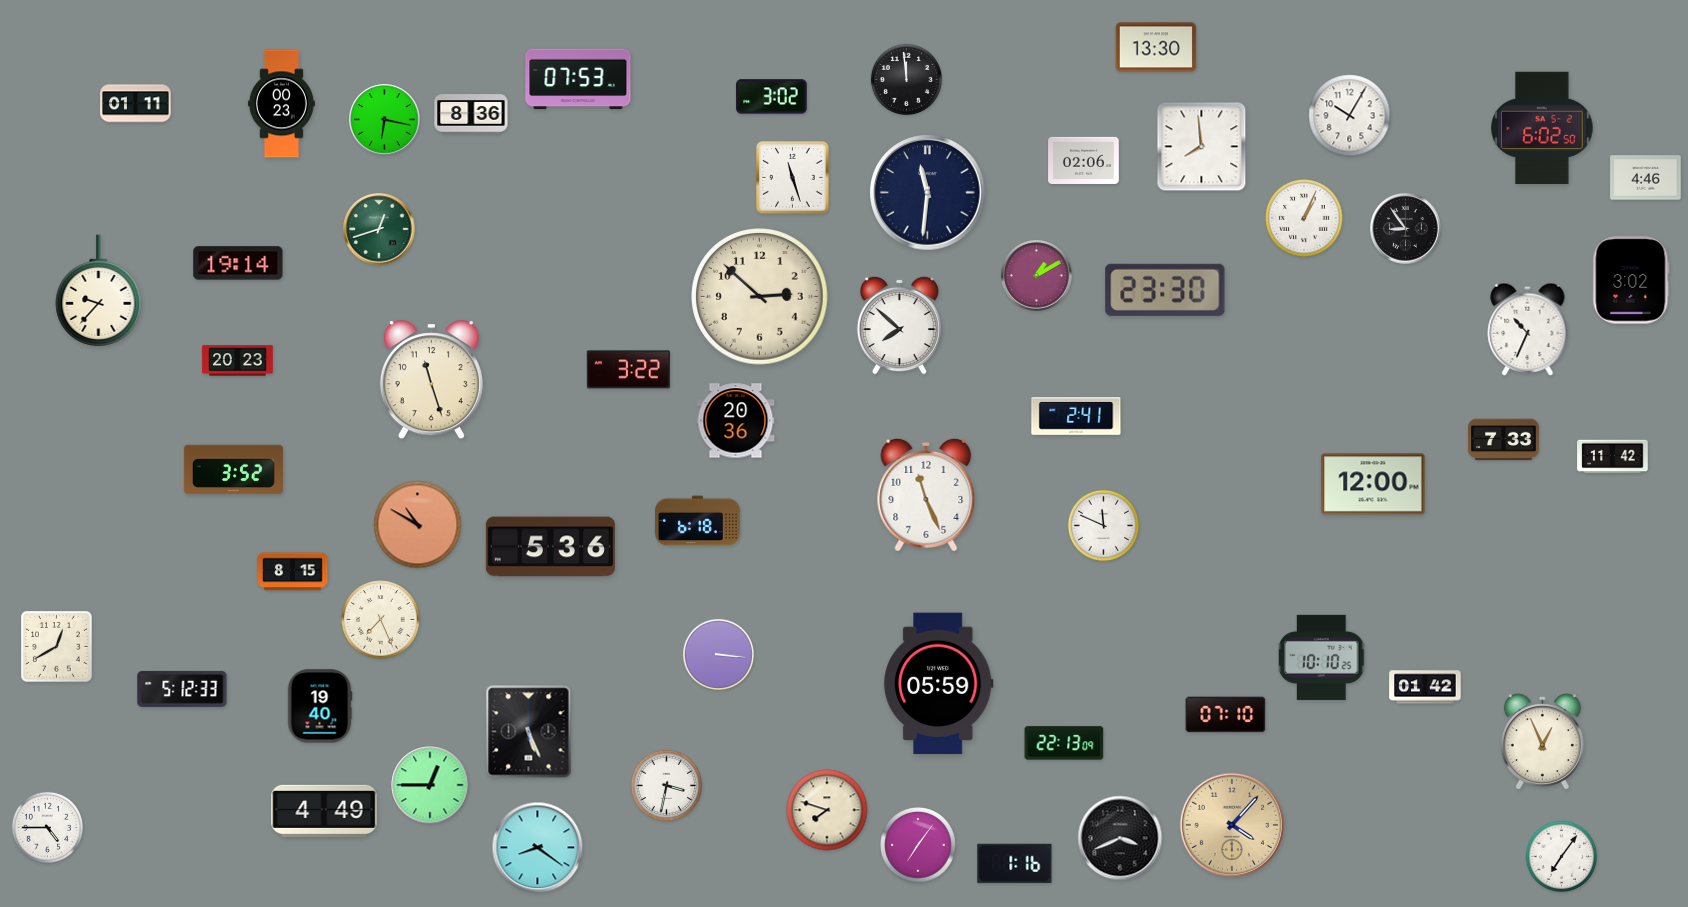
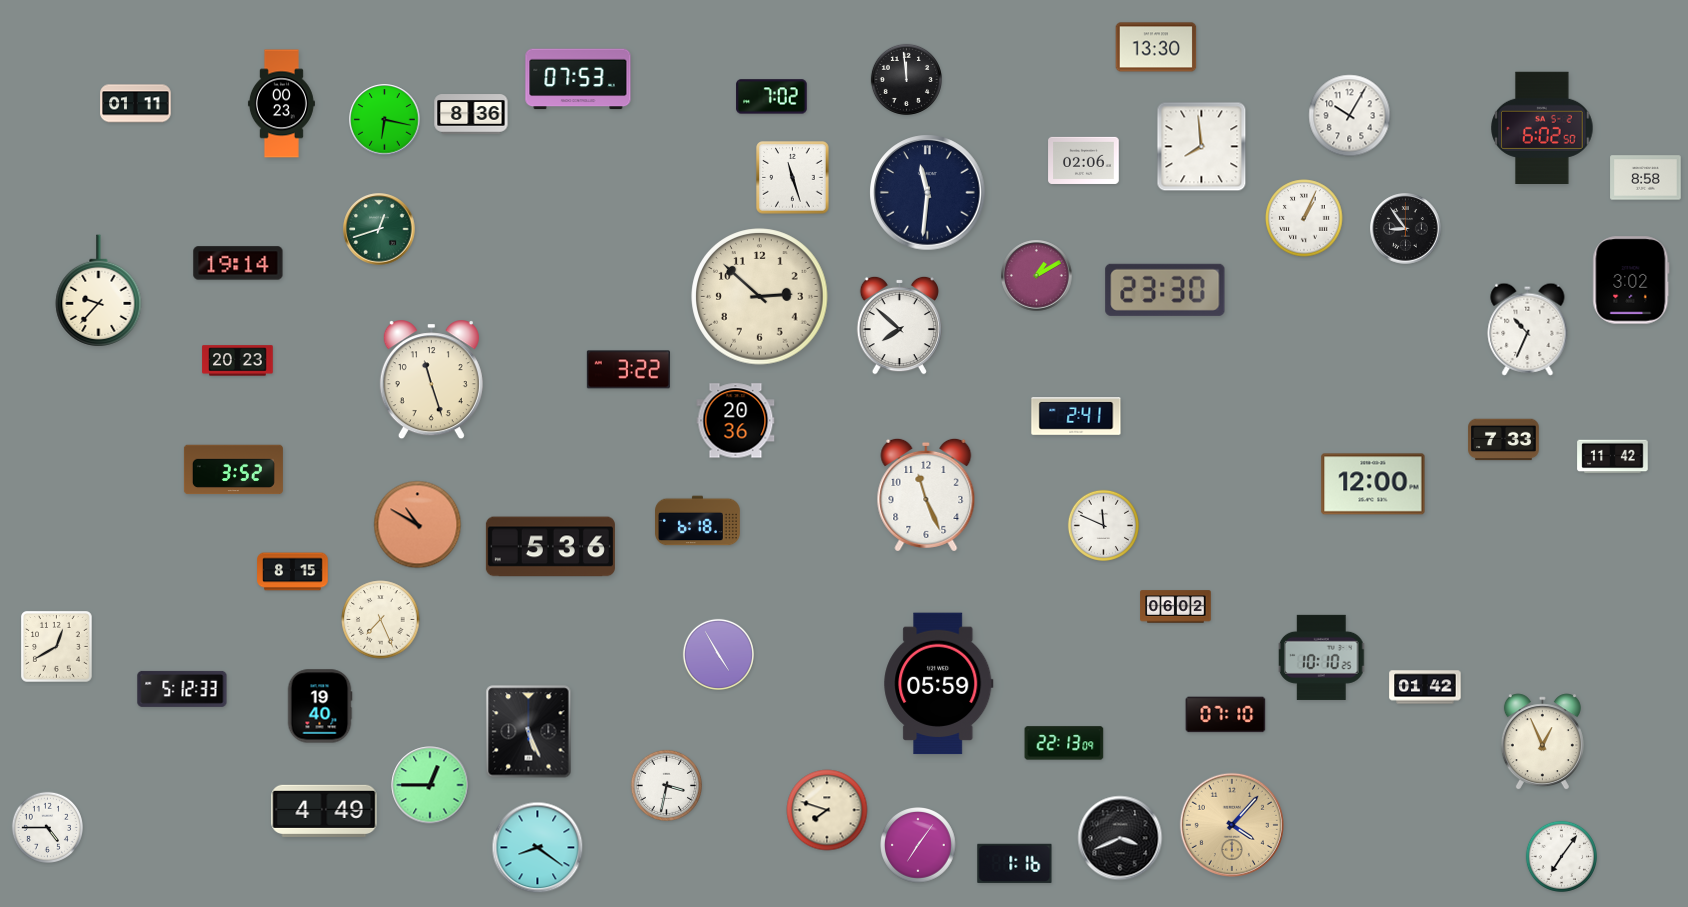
clock at (772, 97): 3:02 -> 7:02
clock at (1646, 178): 4:46 -> 8:58
clock at (1176, 607): none -> 06:02
clock at (718, 654): 3:16 -> 4:55
